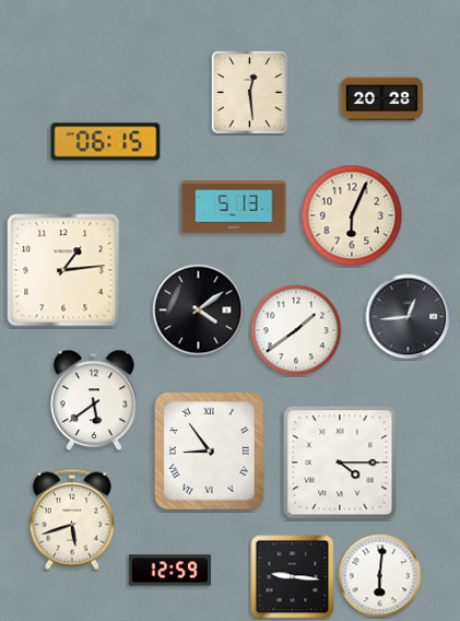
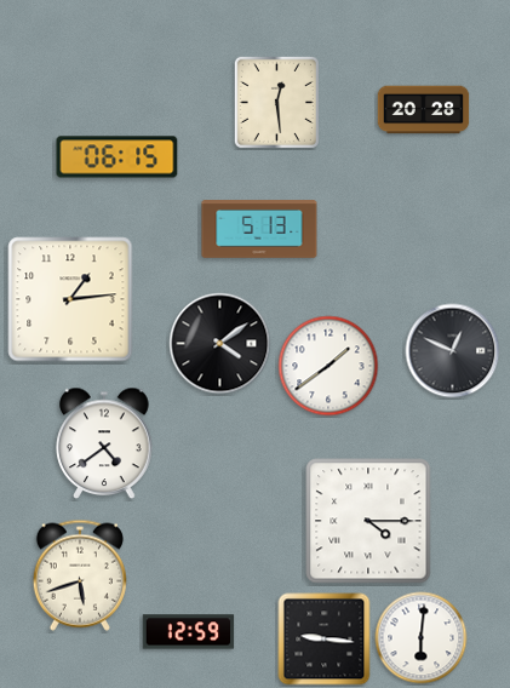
clock at (352, 215): 6:04 -> none
clock at (409, 317): 12:44 -> 12:49
clock at (94, 400): 5:39 -> 4:39
clock at (209, 450): 8:54 -> none
clock at (340, 462) position: (340, 462) -> (368, 521)
